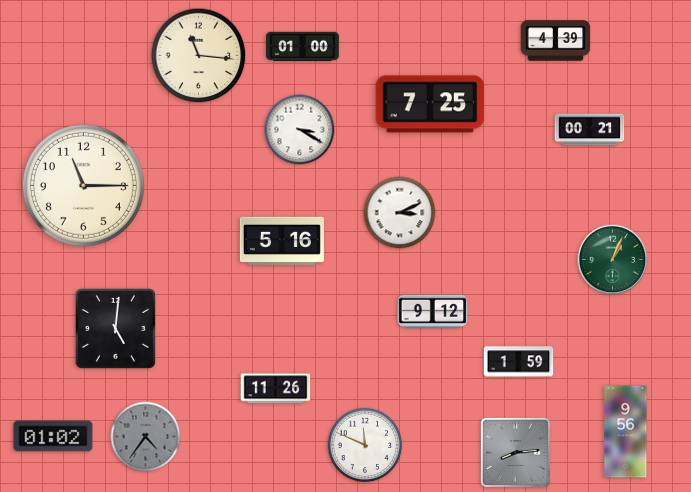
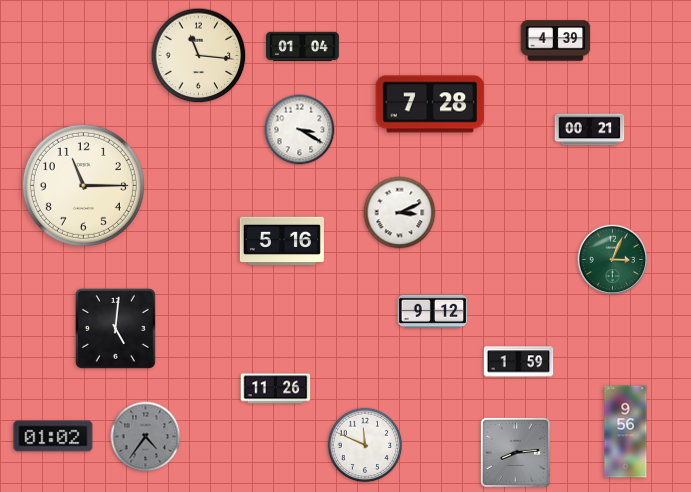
clock at (303, 47): 01:00 -> 01:04
clock at (430, 104): 7:25 -> 7:28
clock at (613, 260): 1:04 -> 3:04
